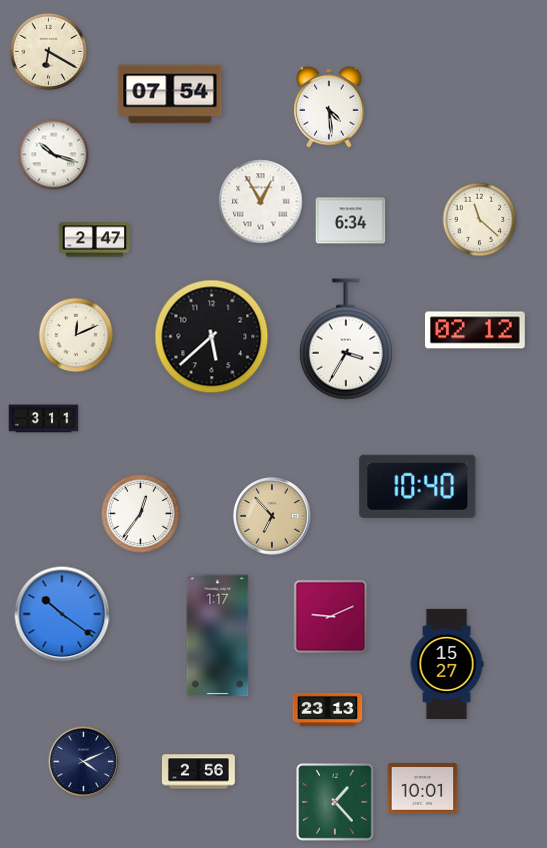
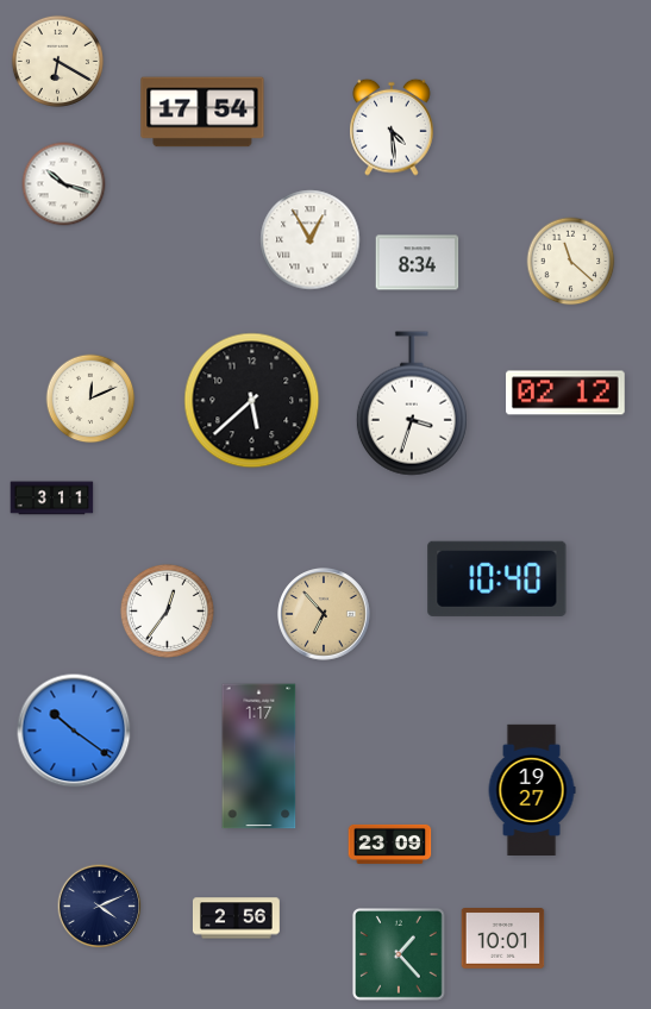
clock at (170, 94): 07:54 -> 17:54
clock at (351, 221): 6:34 -> 8:34
clock at (94, 240): 2:47 -> none
clock at (346, 339): 3:35 -> 3:33
clock at (331, 617): 9:11 -> none
clock at (447, 664): 15:27 -> 19:27
clock at (328, 709): 23:13 -> 23:09
